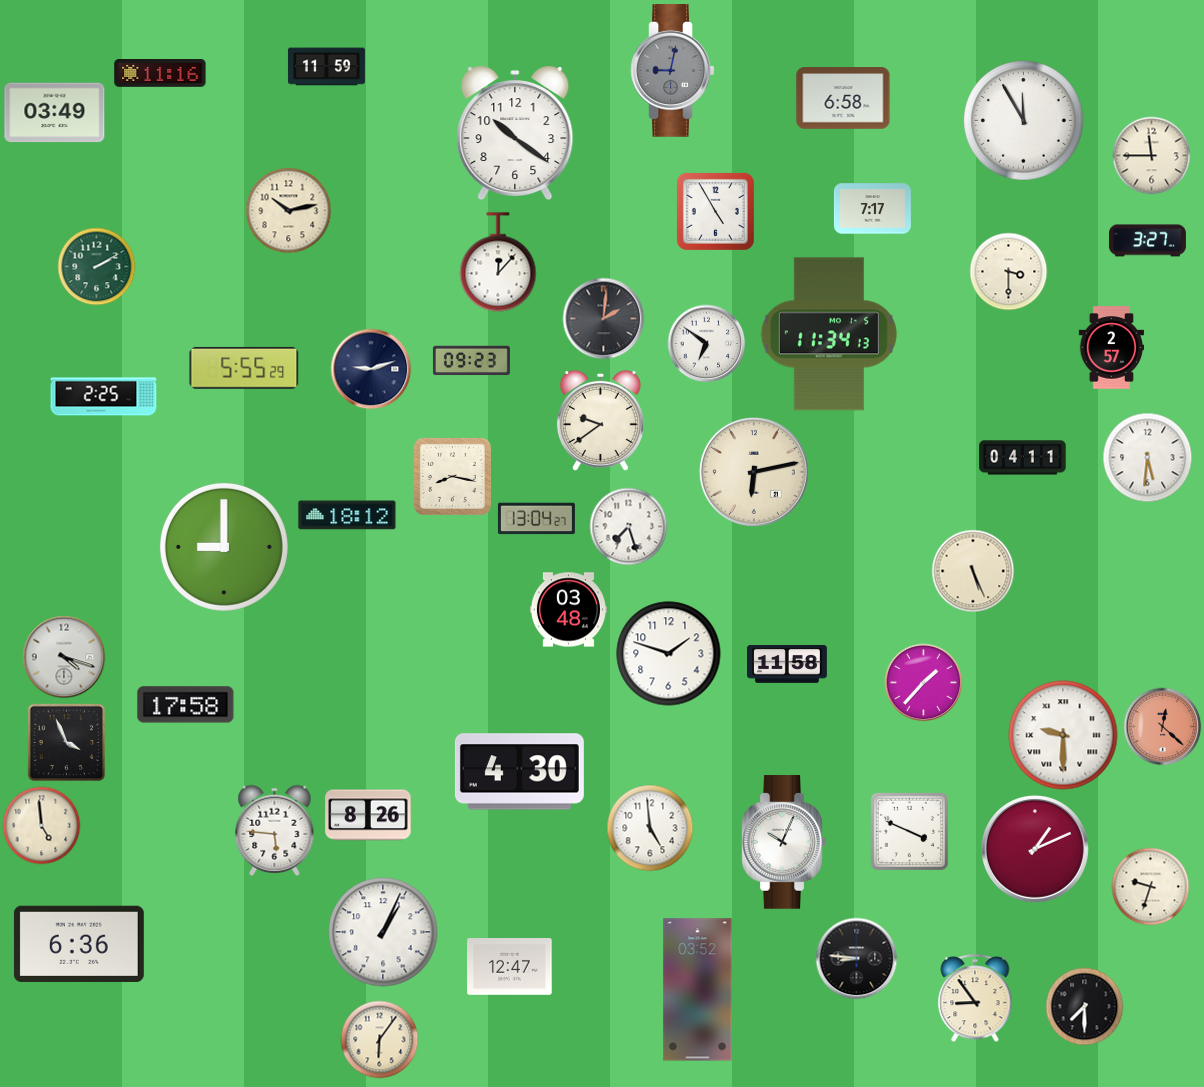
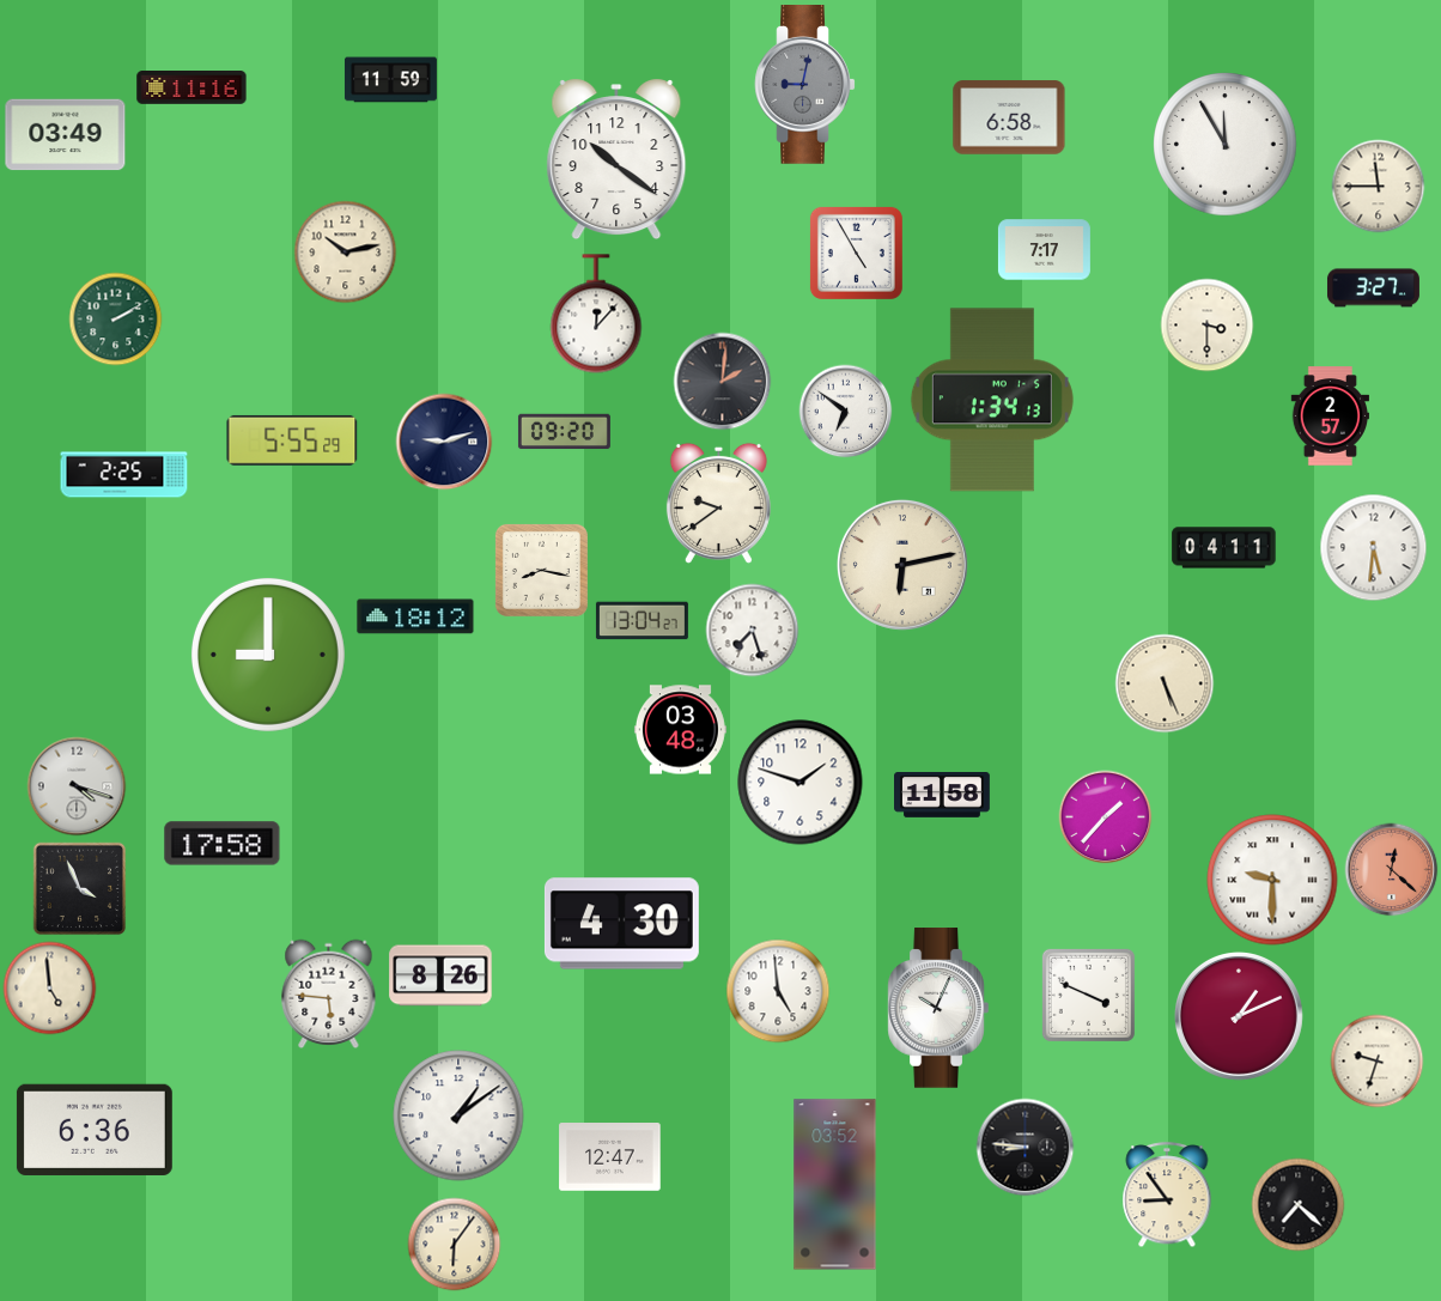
clock at (829, 334): 11:34 -> 1:34
clock at (471, 361): 09:23 -> 09:20
clock at (383, 932): 1:04 -> 1:09
clock at (1084, 1006): 7:30 -> 7:22
